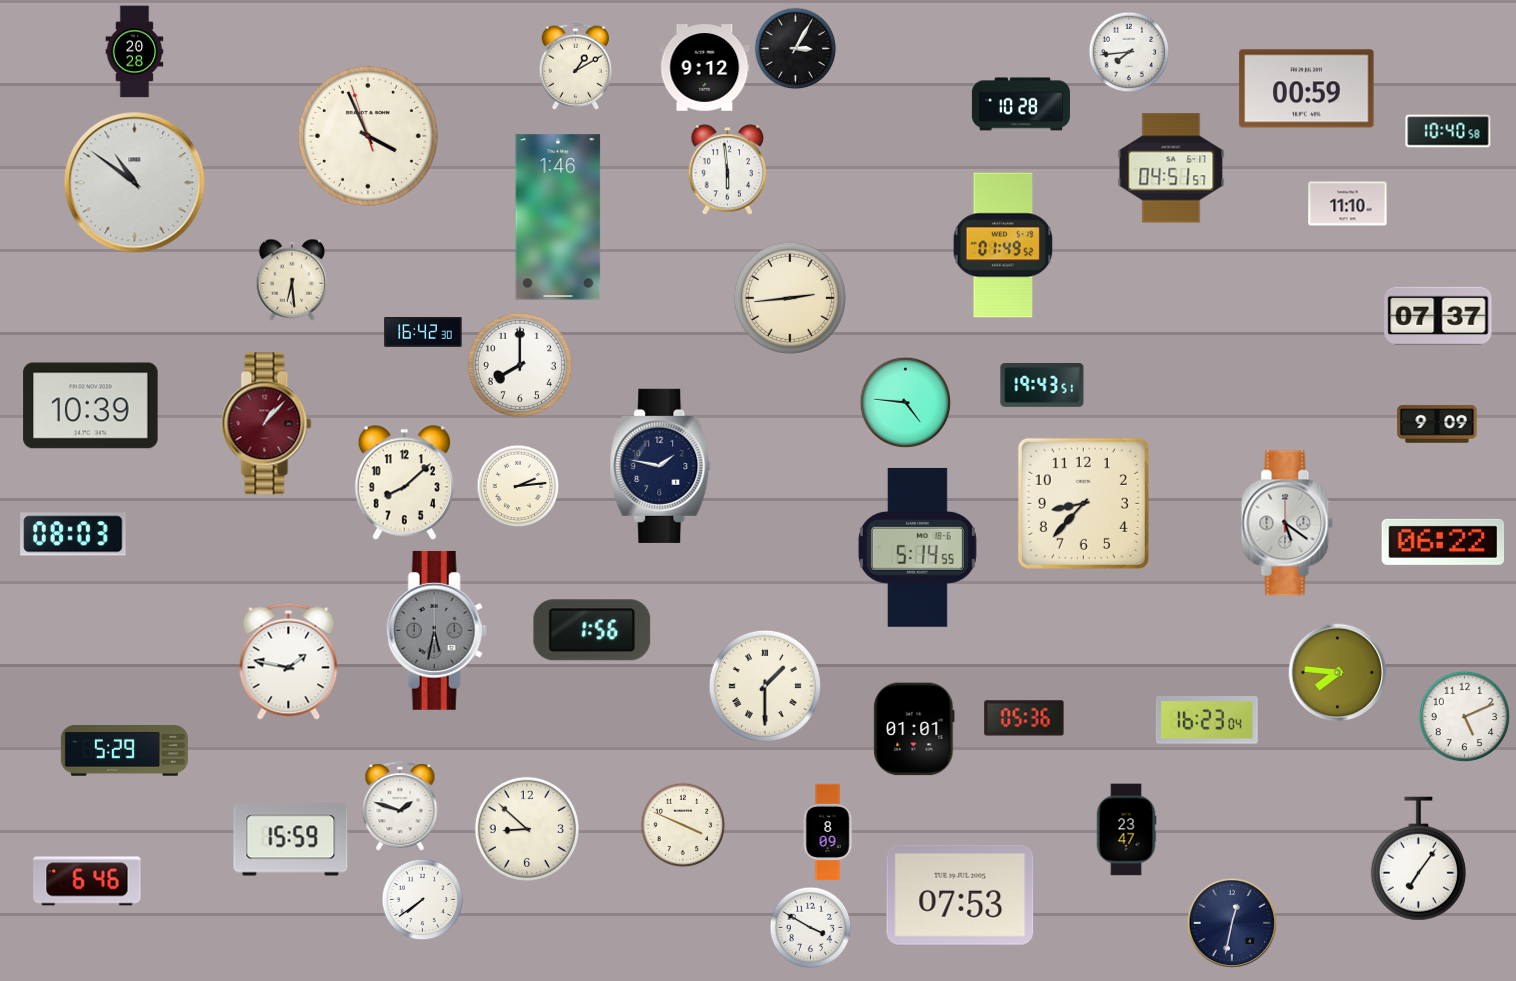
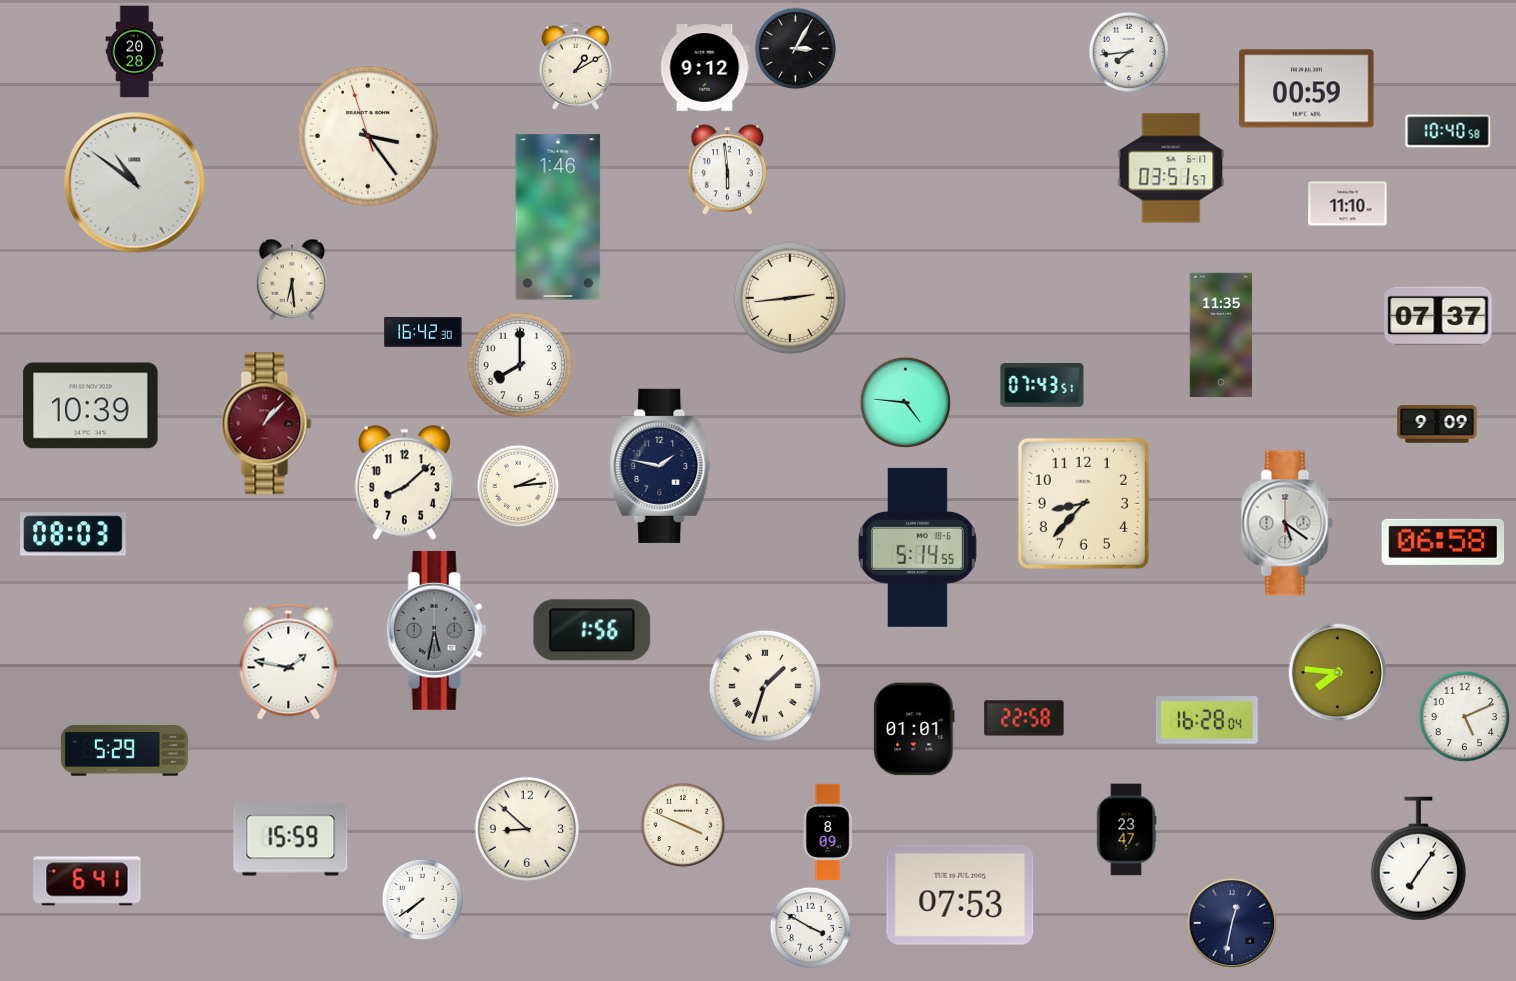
clock at (1021, 104): 10:28 -> none
clock at (368, 136): 3:55 -> 3:23
clock at (1171, 168): 04:51 -> 03:51
clock at (1003, 245): 01:49 -> none
clock at (1220, 335): none -> 11:35
clock at (1042, 386): 19:43 -> 07:43
clock at (1443, 542): 06:22 -> 06:58
clock at (765, 686): 1:30 -> 1:33
clock at (1024, 718): 05:36 -> 22:58
clock at (1207, 721): 16:23 -> 16:28
clock at (400, 807): 1:48 -> none
clock at (87, 881): 6:46 -> 6:41
